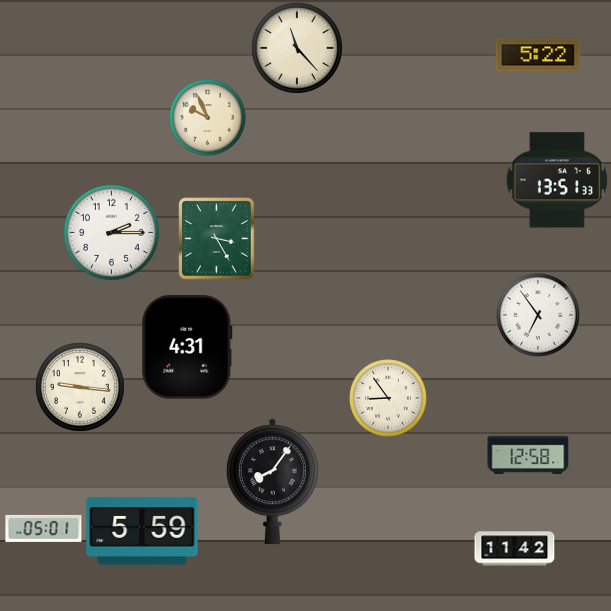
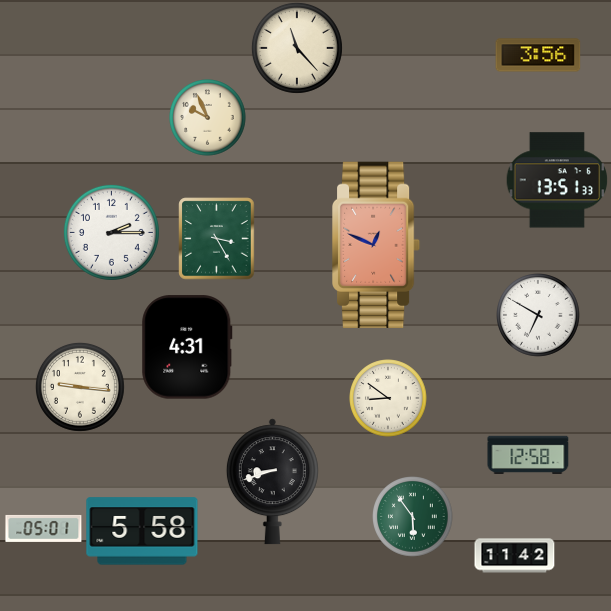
clock at (538, 55): 5:22 -> 3:56
clock at (377, 244): none -> 12:49
clock at (539, 316): 6:54 -> 6:50
clock at (388, 398): 8:54 -> 8:51
clock at (272, 482): 8:06 -> 8:42
clock at (413, 517): none -> 5:54
clock at (142, 531): 5:59 -> 5:58
clock at (515, 549) position: (515, 549) -> (515, 556)
